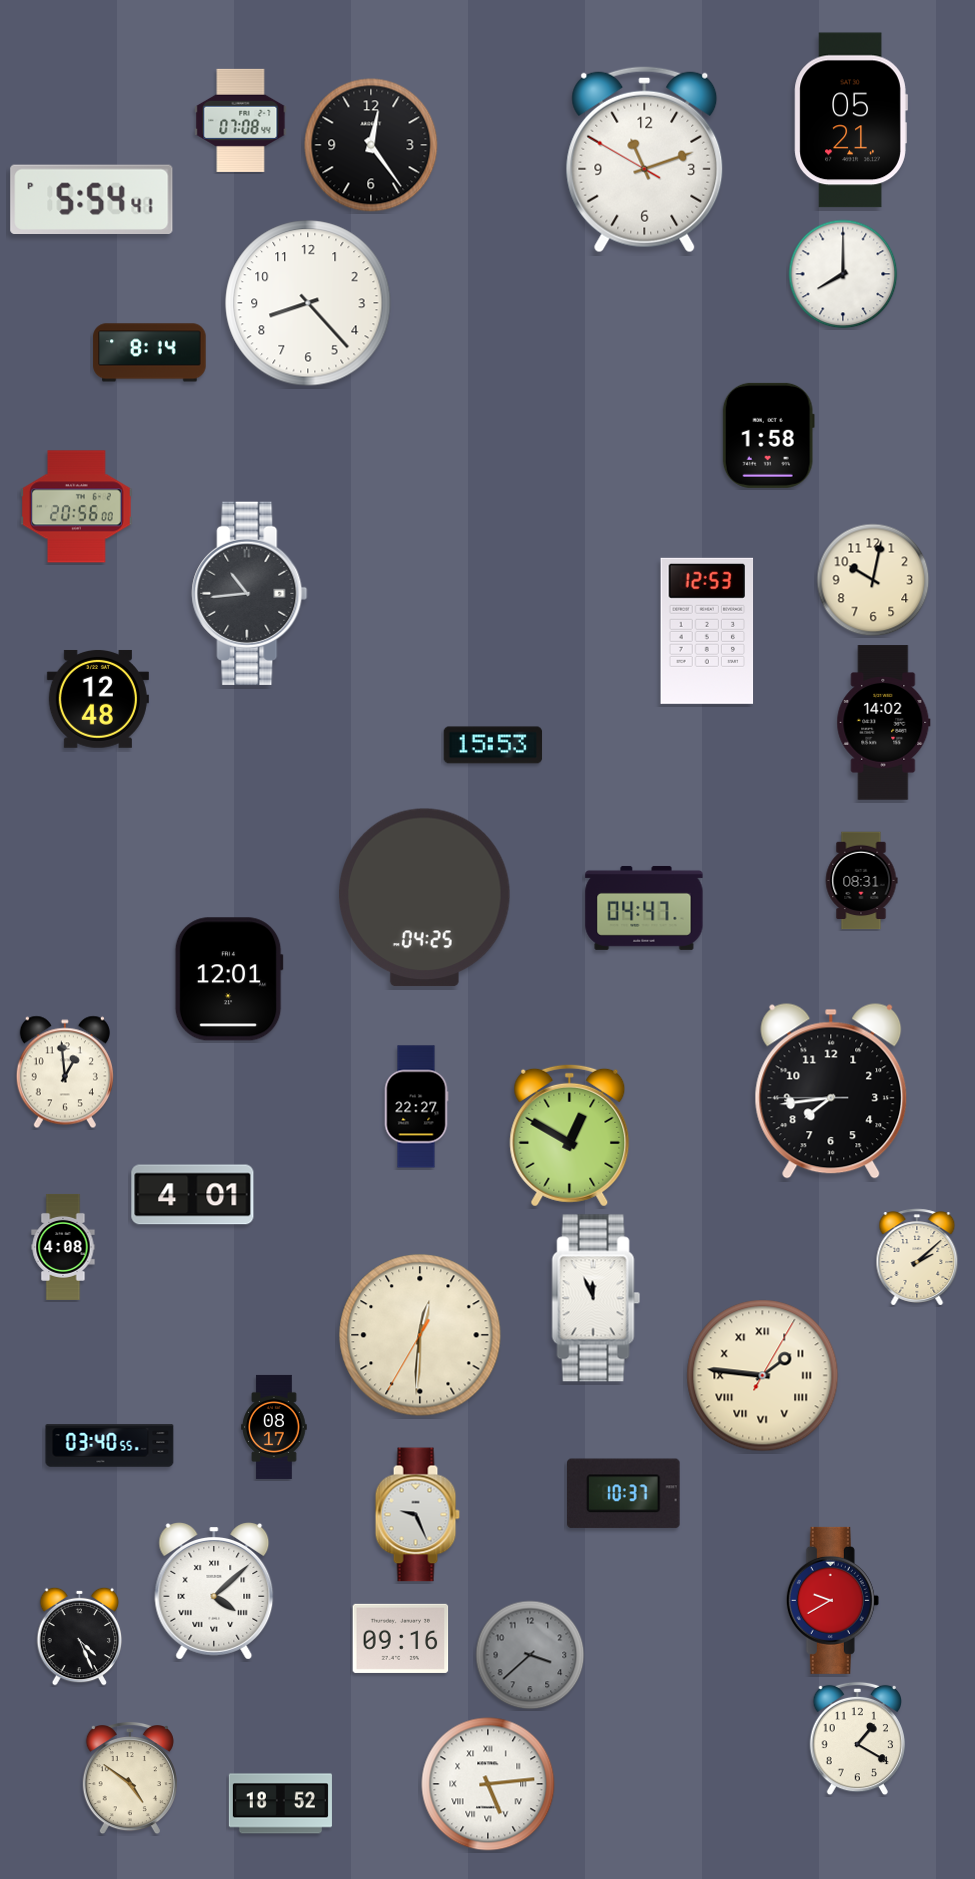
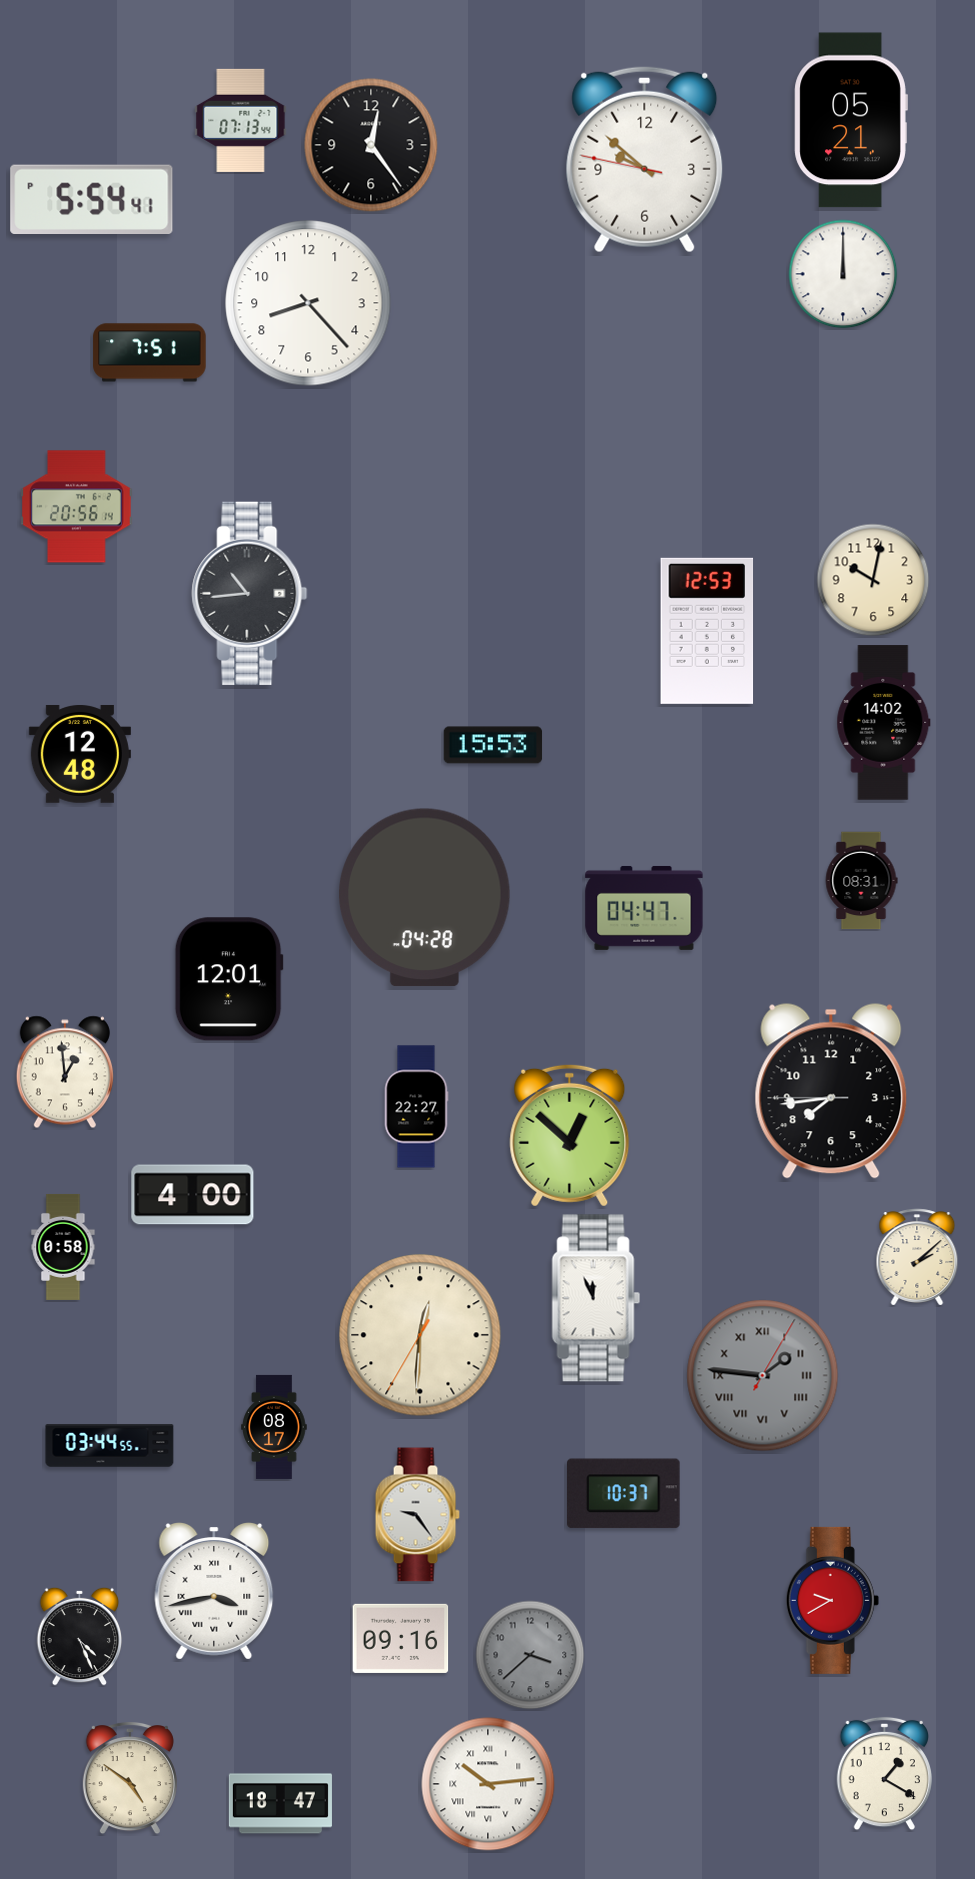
clock at (241, 120): 07:08 -> 07:13
clock at (645, 159): 11:11 -> 9:51
clock at (843, 274): 8:00 -> 12:00
clock at (150, 353): 8:14 -> 7:51
clock at (768, 435): 1:58 -> none
clock at (77, 507): 20:56:00 -> 20:56:14
clock at (98, 699) position: (98, 699) -> (80, 754)
clock at (425, 898): 04:25 -> 04:28
clock at (570, 1135): 12:50 -> 12:52
clock at (193, 1195): 4:01 -> 4:00
clock at (63, 1247): 4:08 -> 0:58
clock at (763, 1376) dial: cream -> grey
clock at (110, 1446): 03:40 -> 03:44
clock at (417, 1515): 9:26 -> 9:24
clock at (214, 1591): 4:08 -> 3:43
clock at (857, 1739) position: (857, 1739) -> (884, 1774)
clock at (488, 1784): 5:14 -> 10:14
clock at (280, 1804): 18:52 -> 18:47
